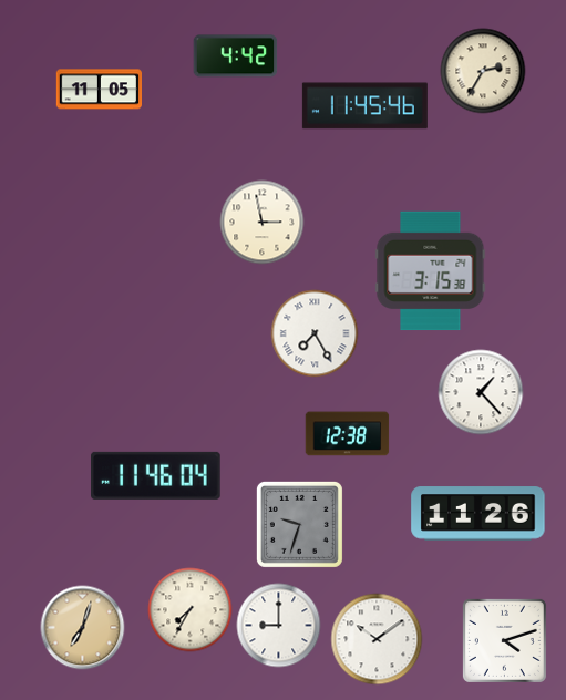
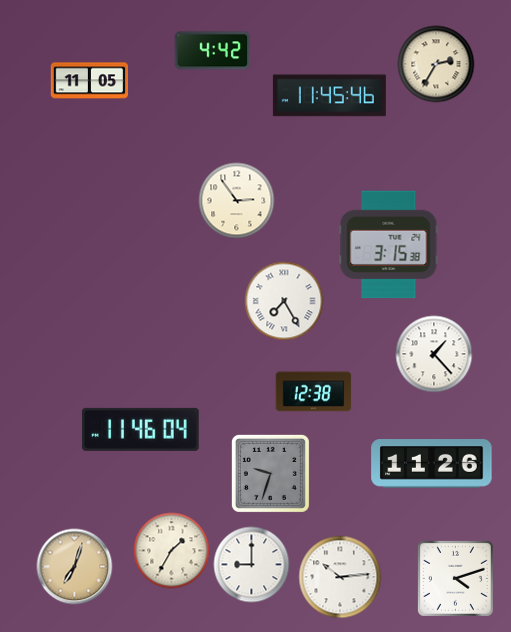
clock at (263, 223): 2:58 -> 2:54
clock at (191, 610): 7:35 -> 1:35
clock at (377, 639): 10:09 -> 10:14
